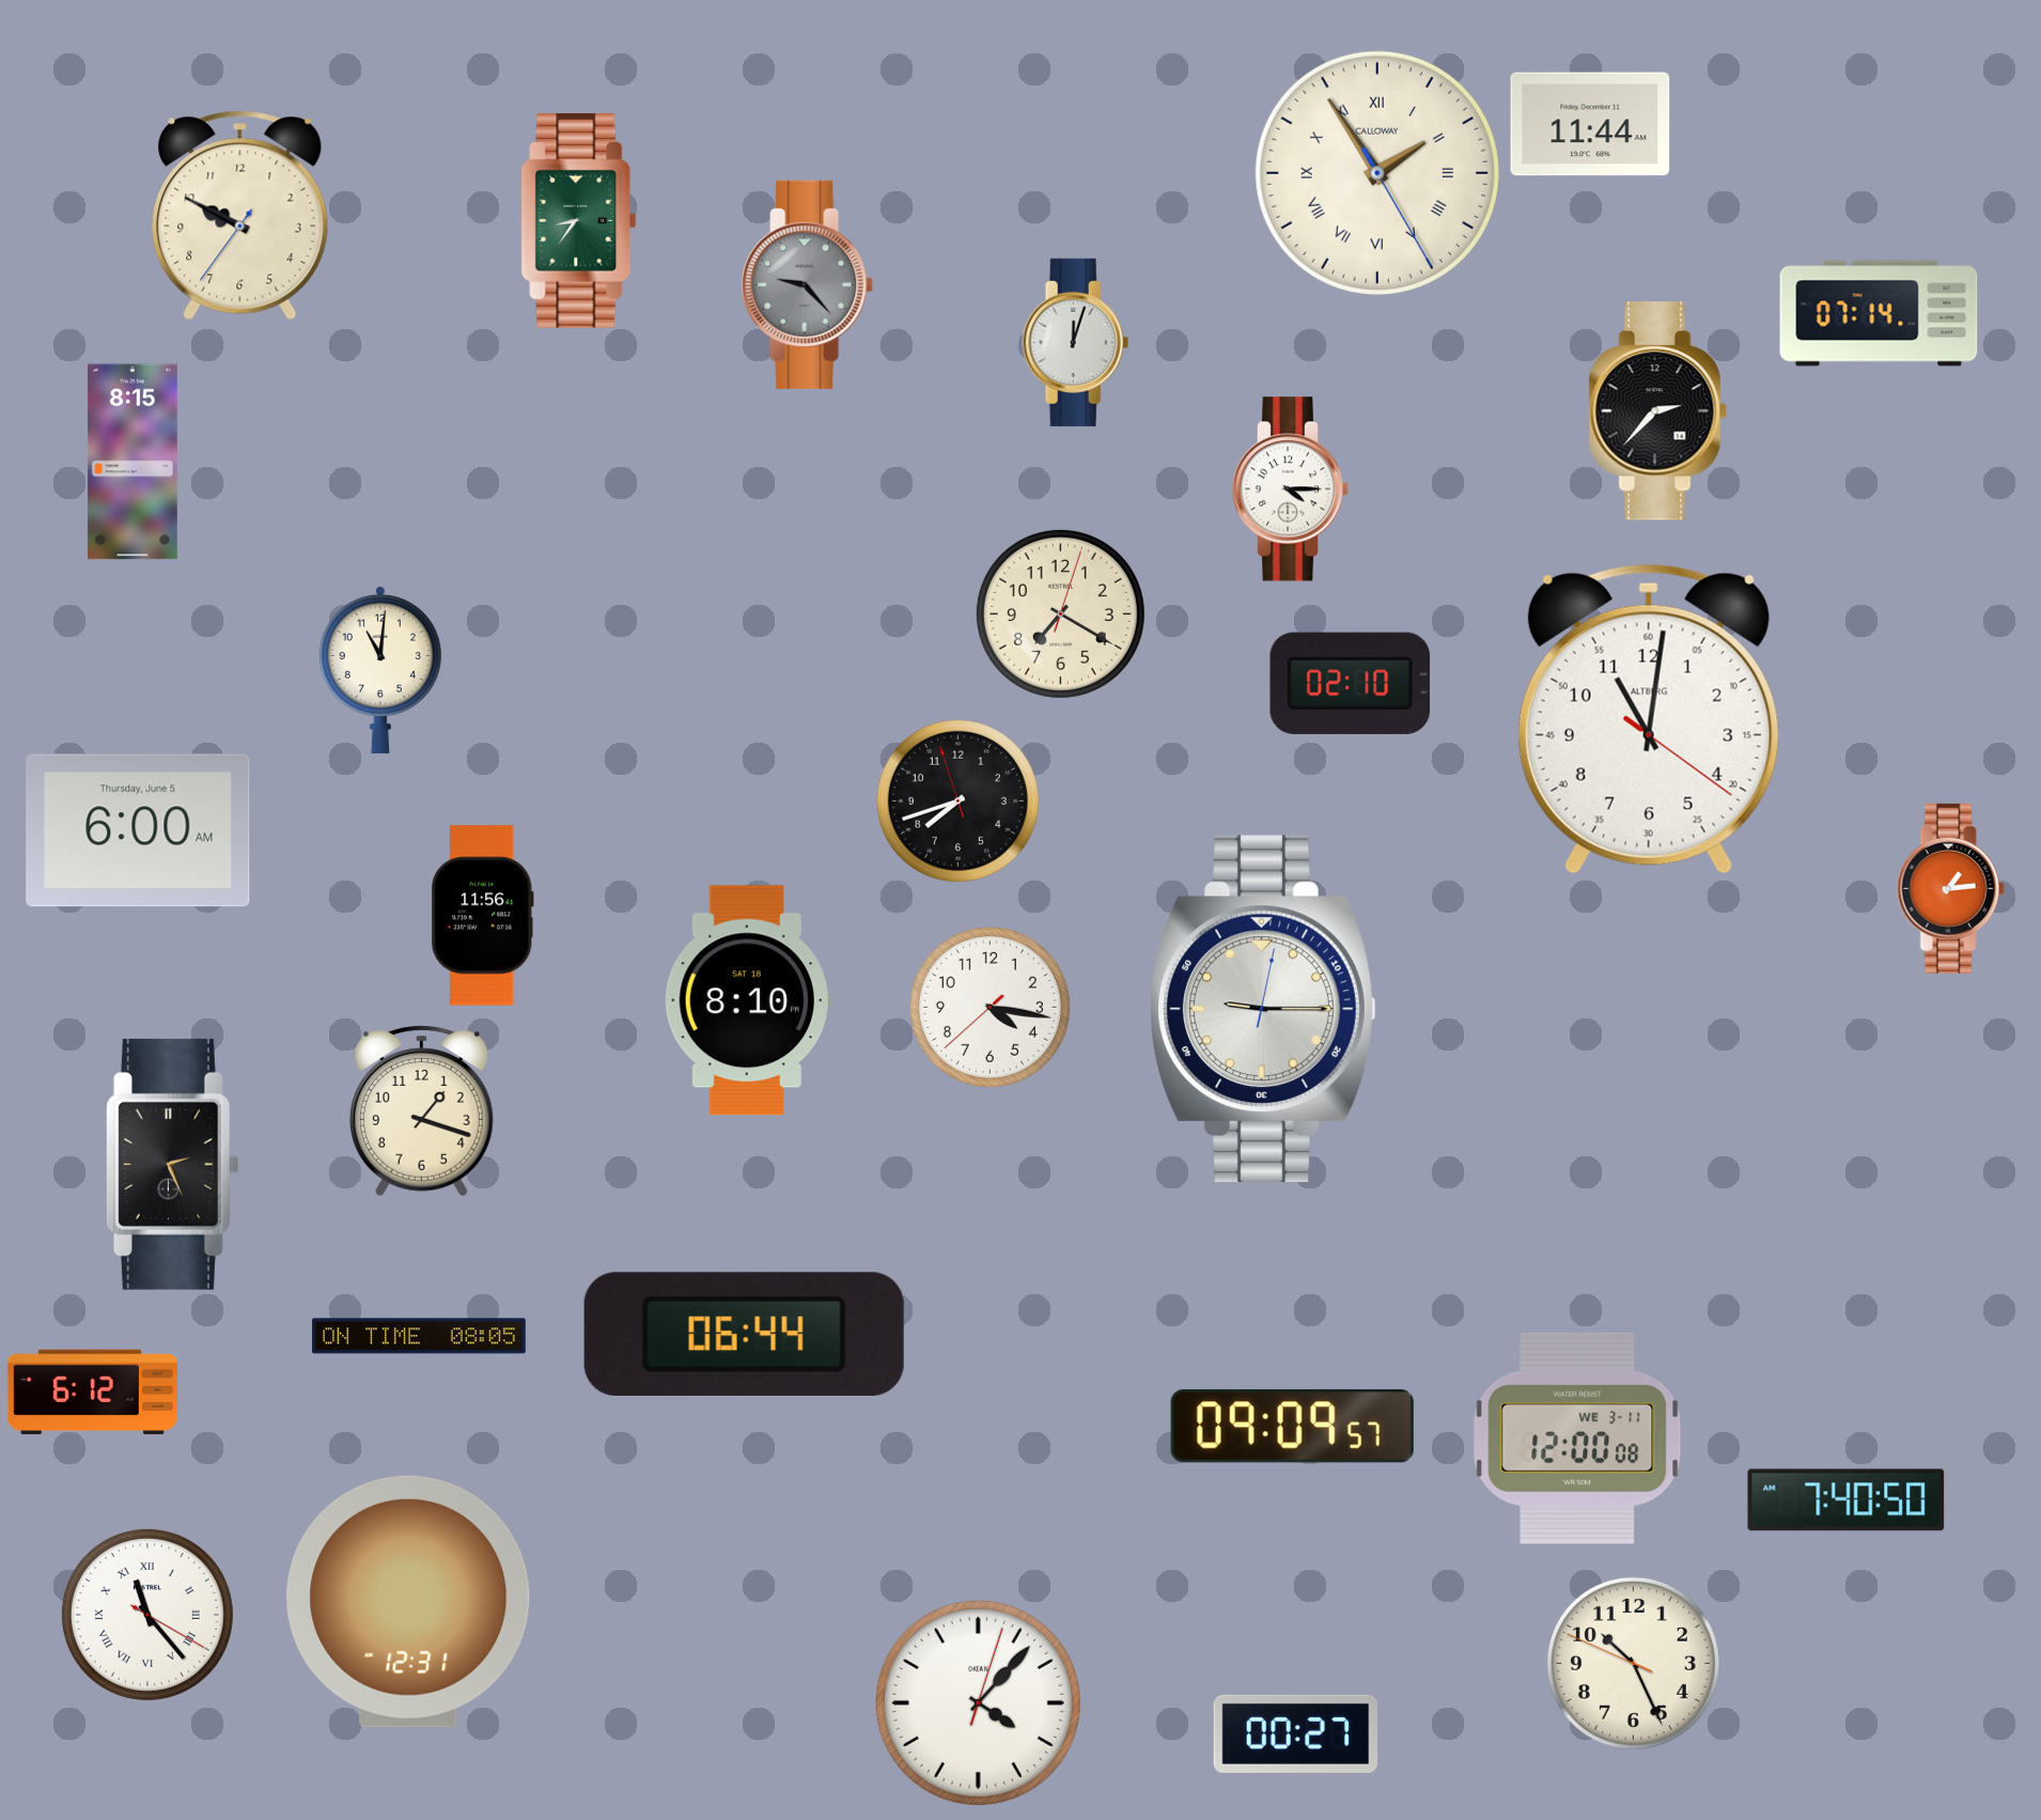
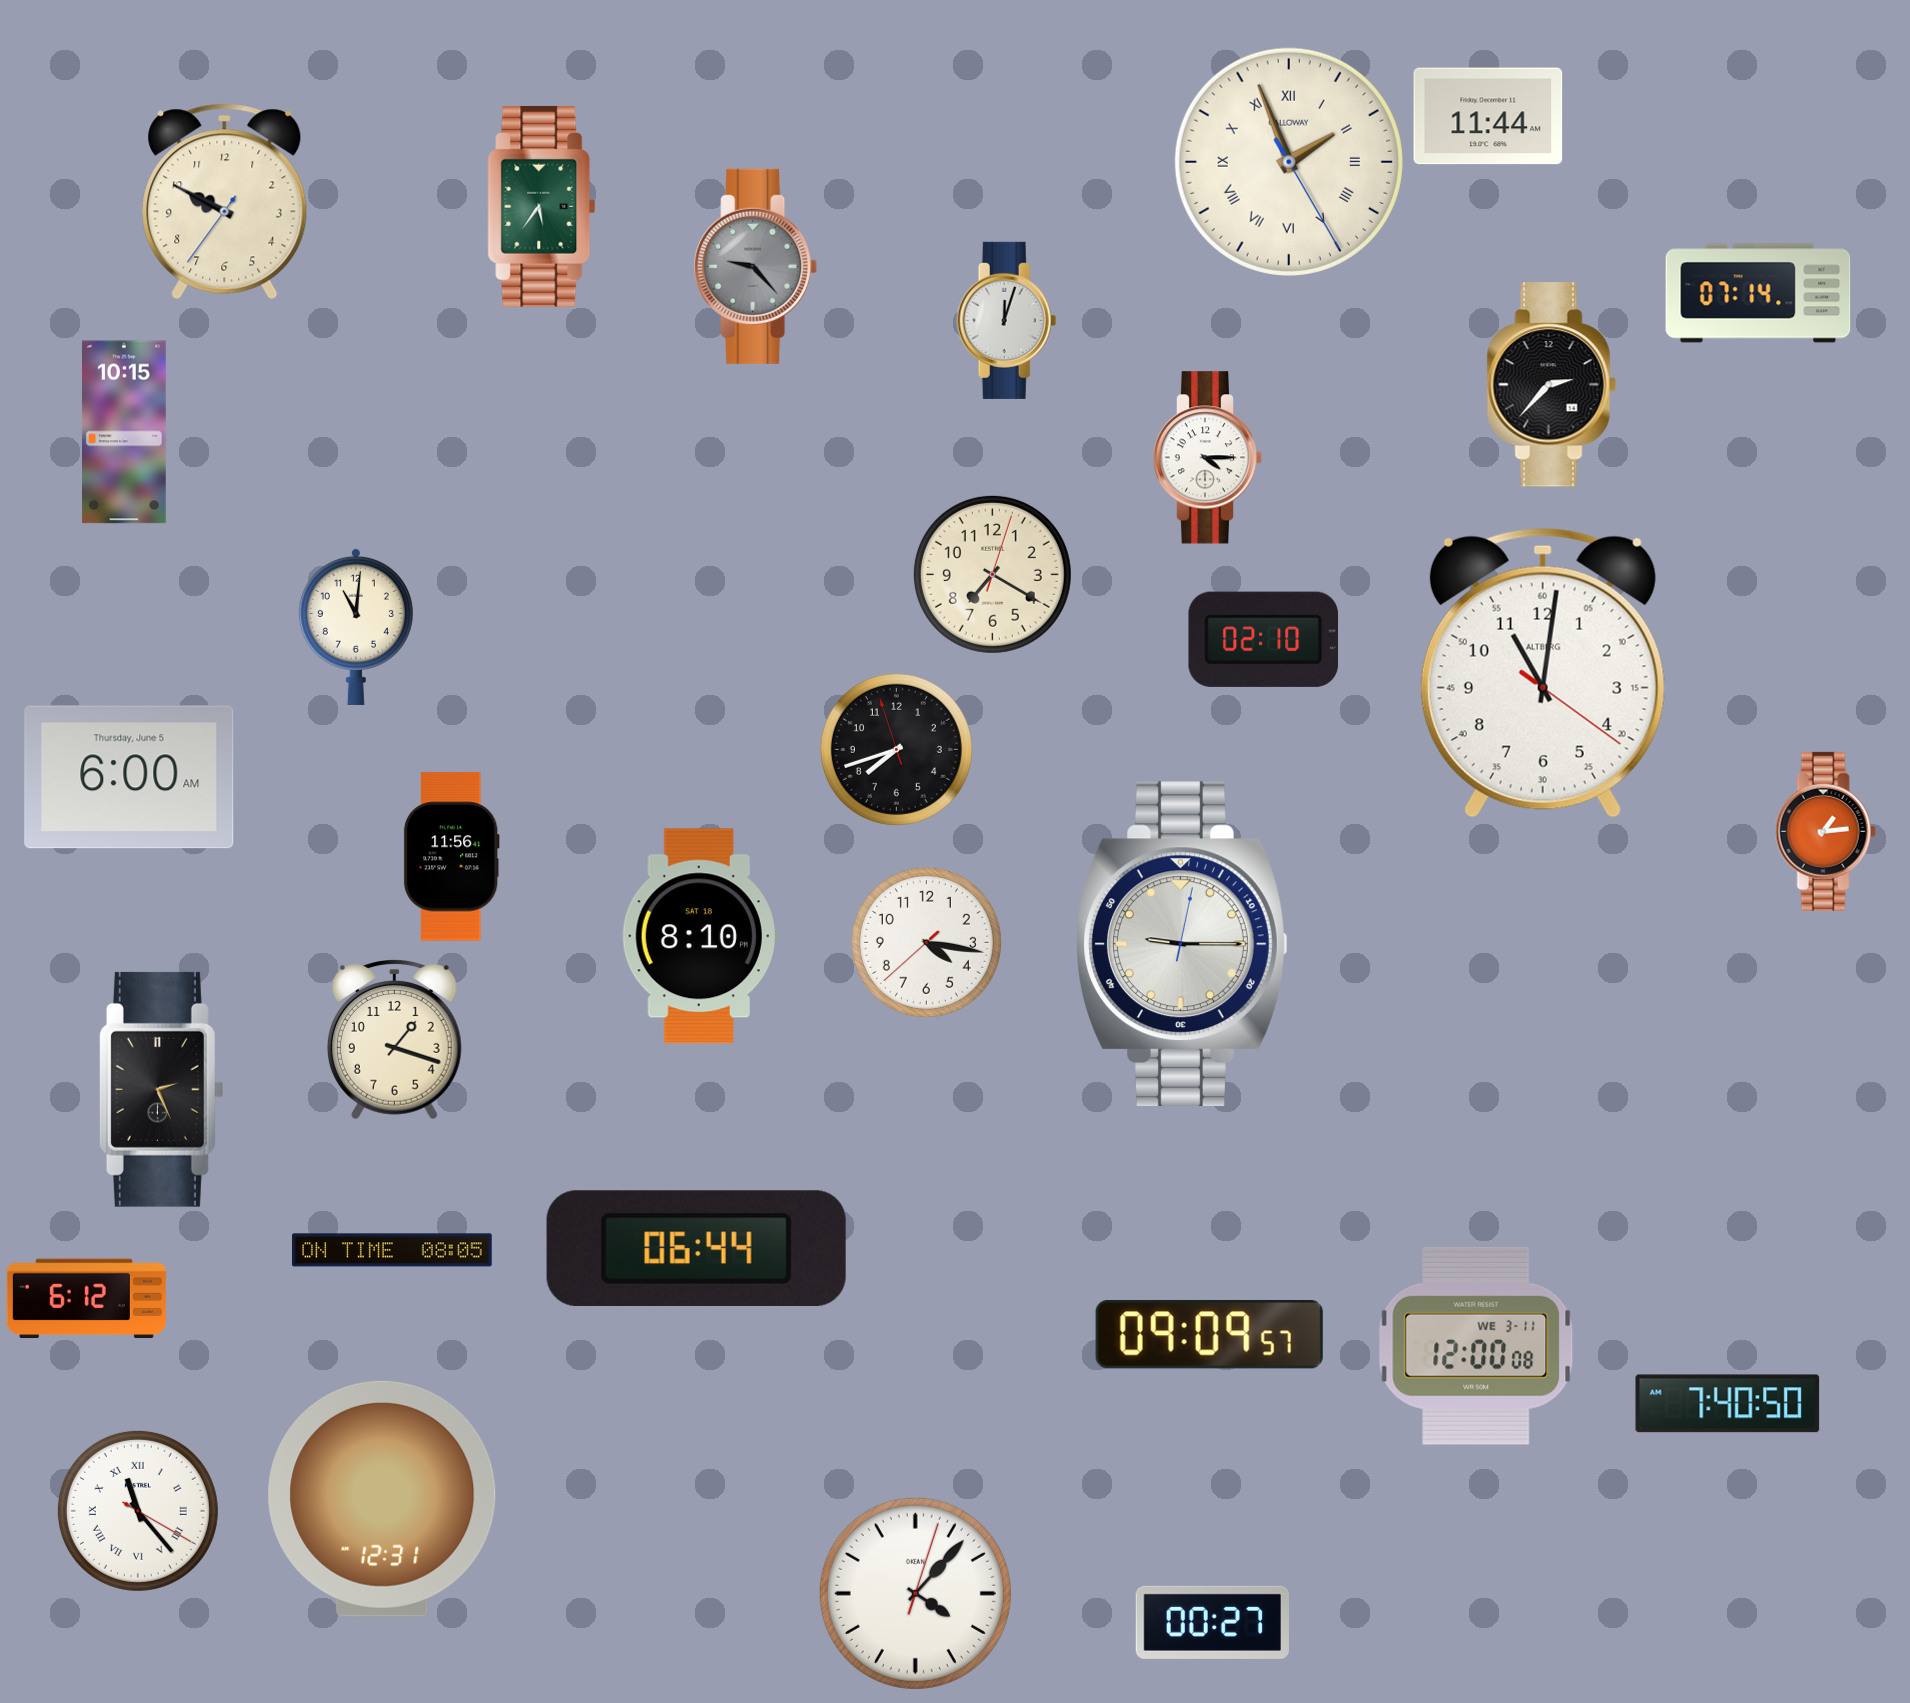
clock at (1377, 173): 1:54 -> 1:56
clock at (579, 220): 8:36 -> 5:36
clock at (133, 462): 8:15 -> 10:15
clock at (92, 1393) position: (92, 1393) -> (86, 1299)
clock at (1633, 1663): 10:25 -> none
